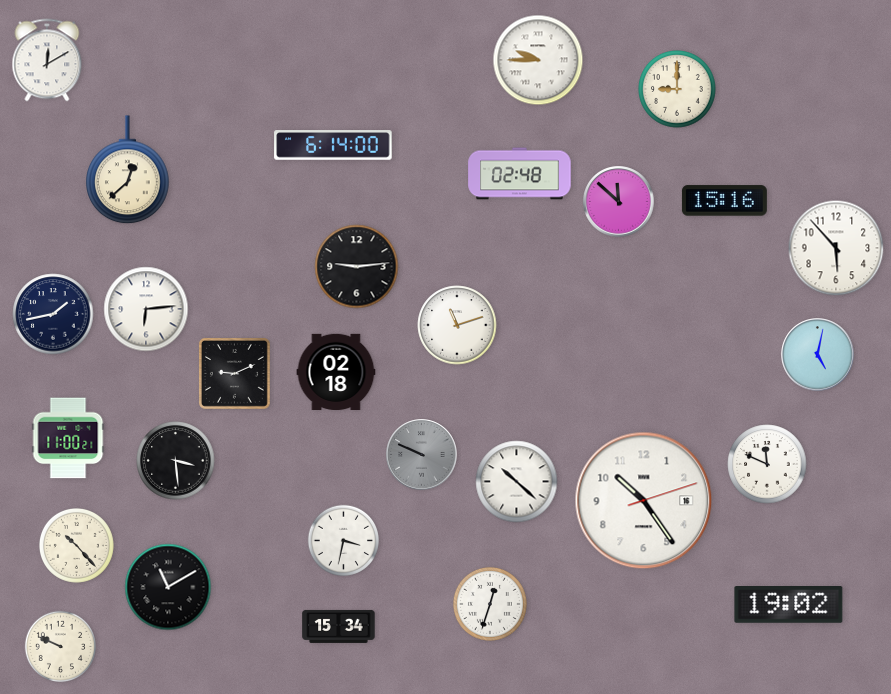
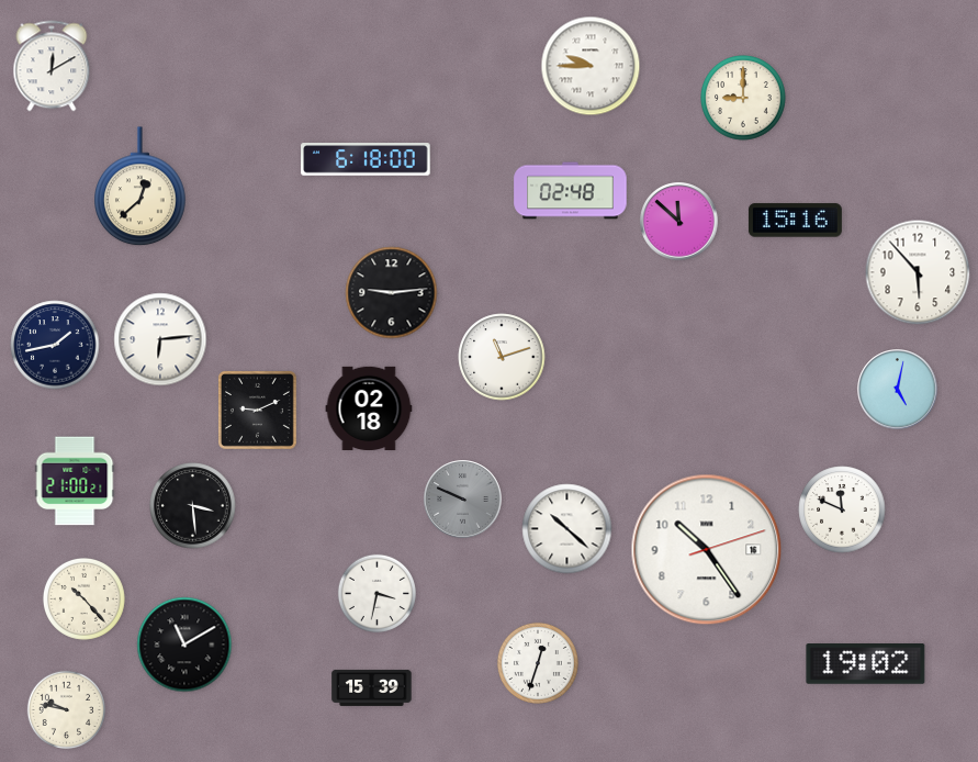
clock at (333, 145): 6:14 -> 6:18
clock at (53, 314) position: (53, 314) -> (55, 345)
clock at (68, 438): 11:00 -> 21:00
clock at (339, 626): 15:34 -> 15:39
clock at (60, 646): 9:49 -> 9:47
